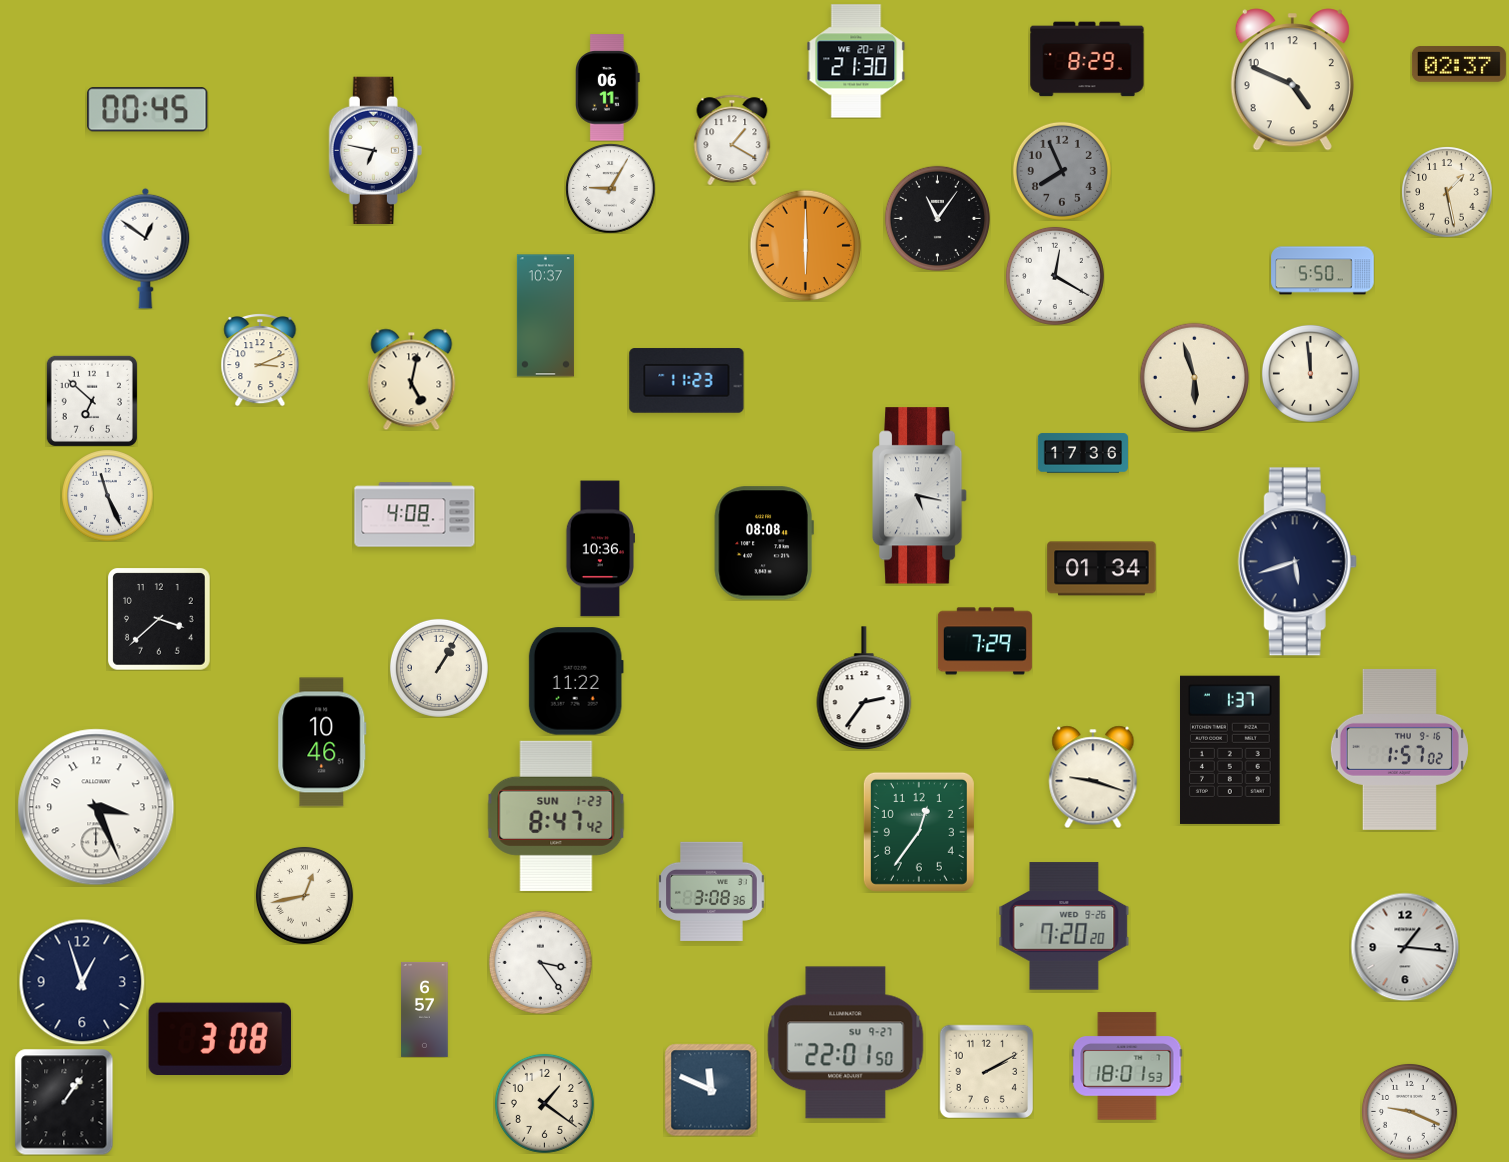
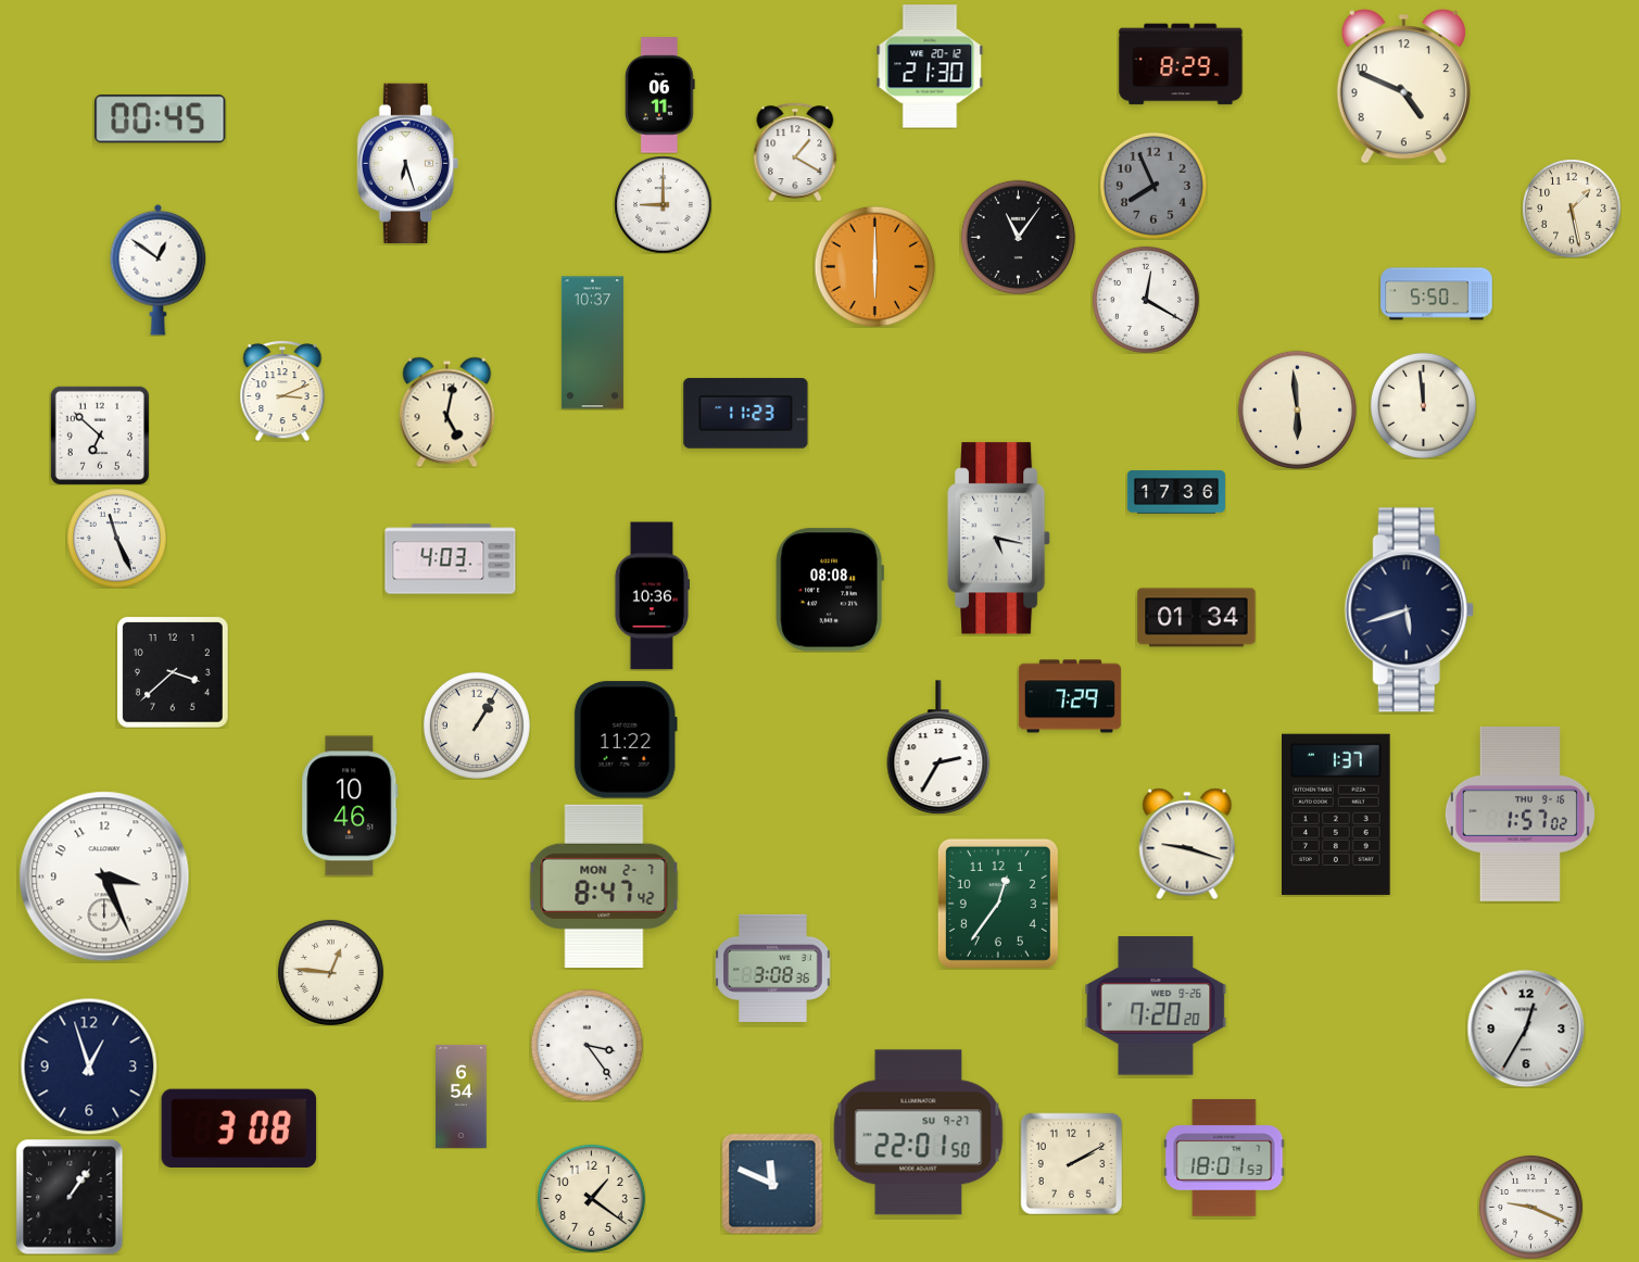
clock at (1459, 64): 02:37 -> none
clock at (375, 150): 6:47 -> 6:27
clock at (610, 188): 9:05 -> 9:00
clock at (1194, 377): 5:57 -> 5:59
clock at (415, 515): 4:08 -> 4:03
clock at (864, 688): 2:36 -> 2:35
clock at (556, 816) date: SUN 1-23 -> MON 2-7
clock at (304, 895): 12:43 -> 12:46
clock at (1405, 947): 1:16 -> 12:35
clock at (425, 1009): 6:57 -> 6:54
